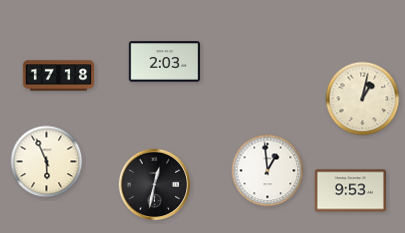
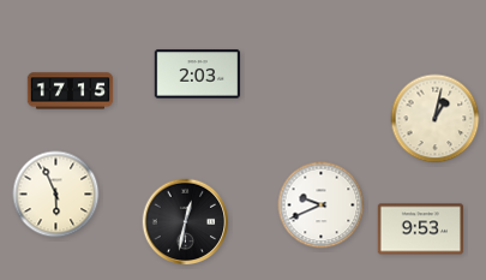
clock at (59, 76): 17:18 -> 17:15
clock at (268, 171): 12:59 -> 9:41
